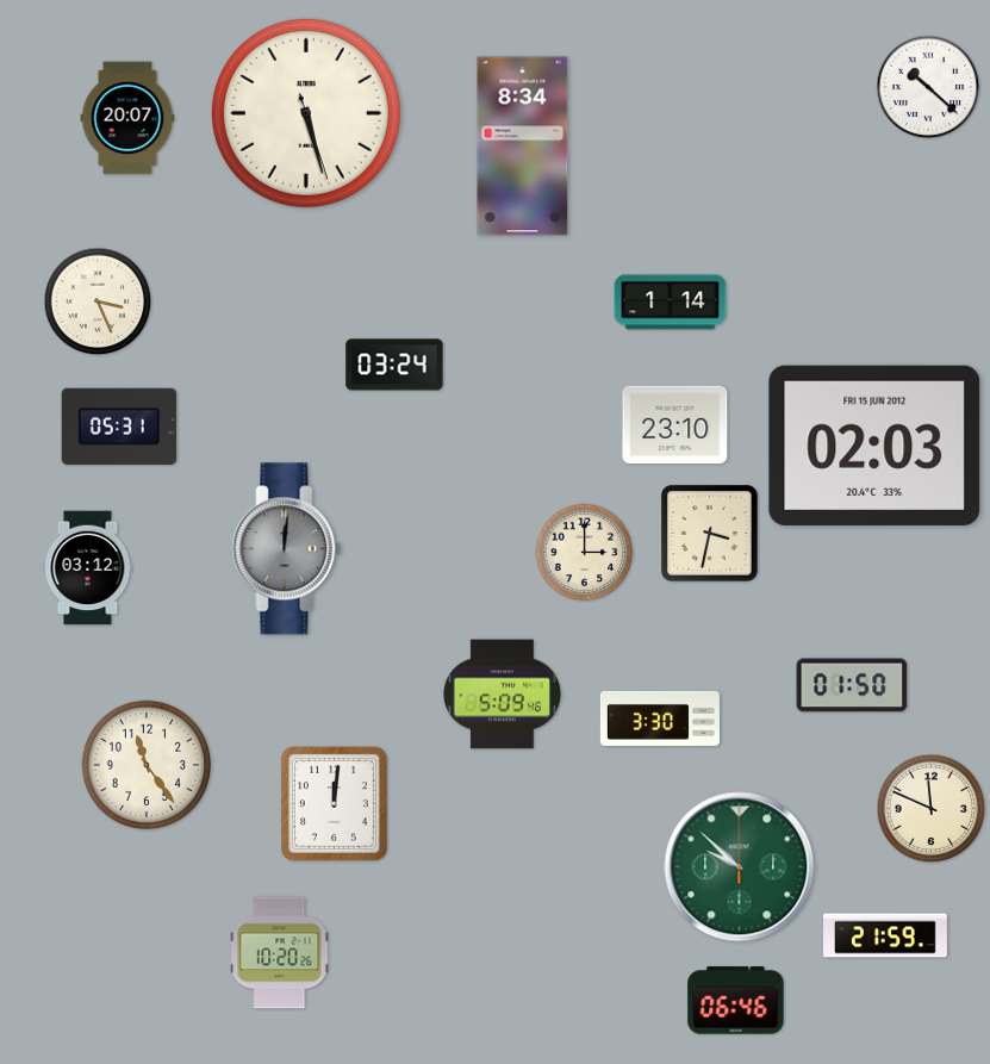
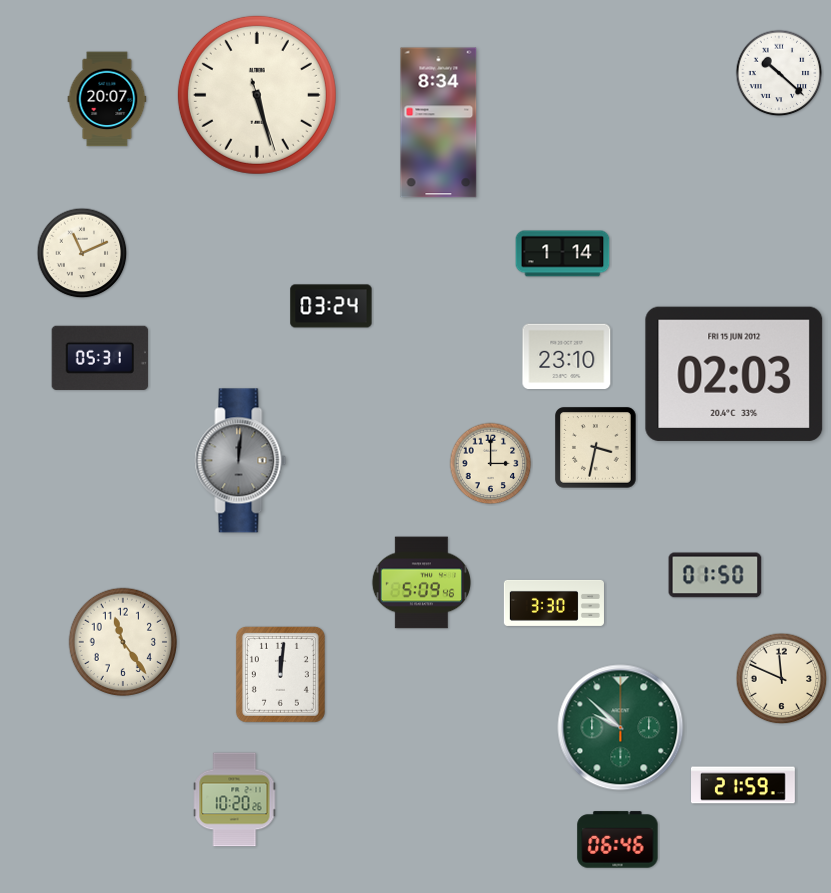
clock at (98, 301): 3:26 -> 11:11
clock at (88, 568): 03:12 -> none
